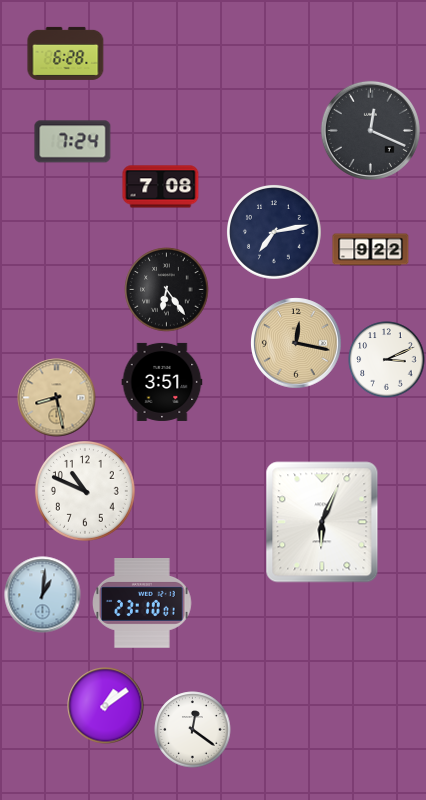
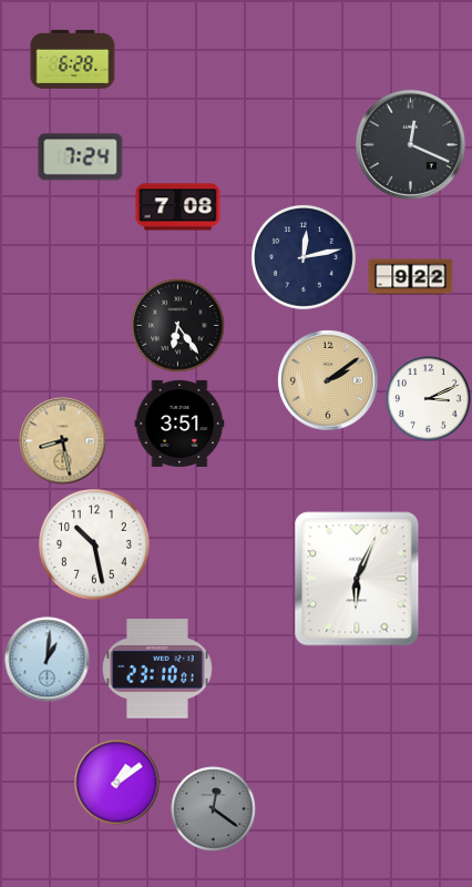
clock at (275, 233): 7:13 -> 12:13
clock at (167, 290) position: (167, 290) -> (178, 326)
clock at (297, 344): 12:17 -> 2:09
clock at (85, 491): 10:49 -> 10:28
clock at (193, 730) dial: white -> grey
